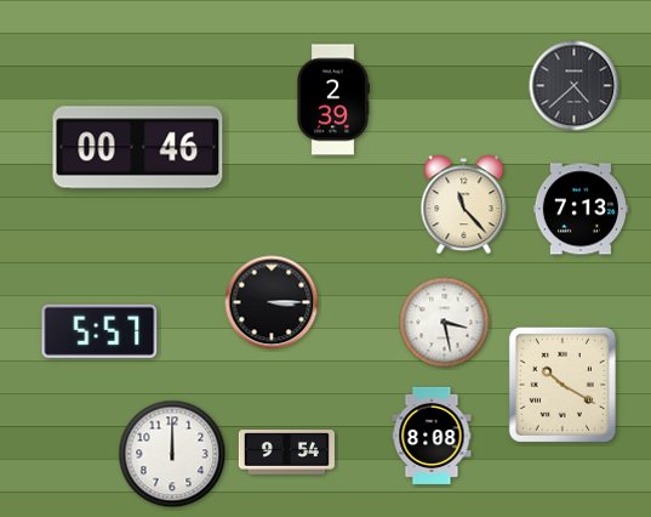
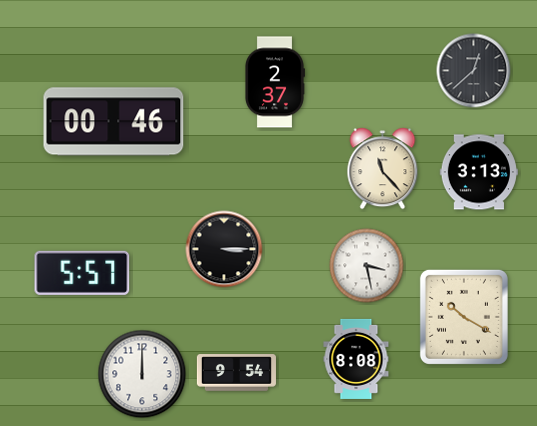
clock at (575, 86): 4:38 -> 12:38
clock at (333, 100): 2:39 -> 2:37
clock at (579, 209): 7:13 -> 3:13
